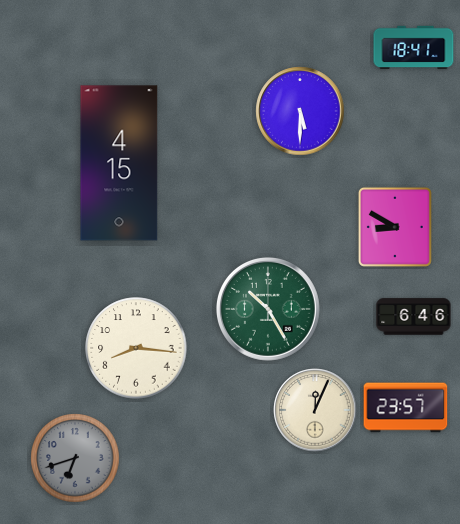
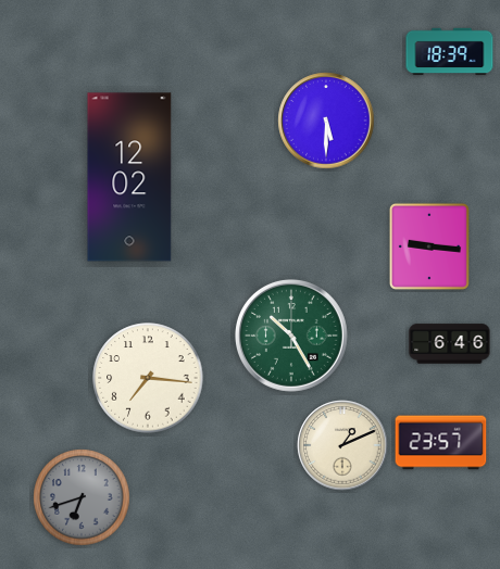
clock at (414, 48): 18:41 -> 18:39
clock at (119, 163): 4:15 -> 12:02
clock at (395, 227): 8:50 -> 9:16
clock at (136, 348): 8:16 -> 7:16
clock at (315, 410): 12:04 -> 1:11
